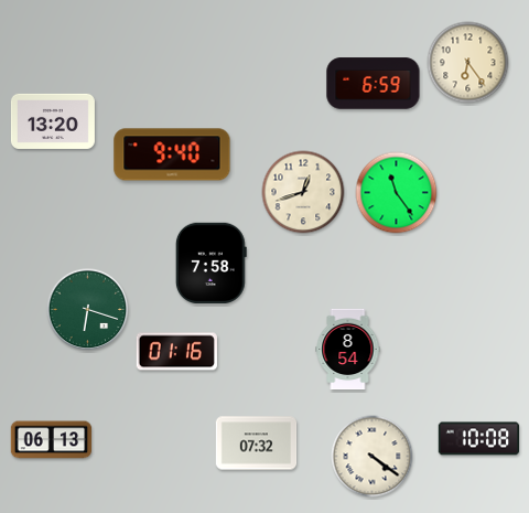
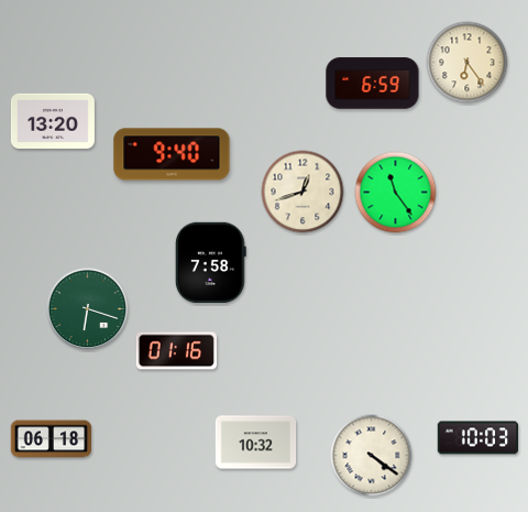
clock at (348, 350): 8:54 -> none
clock at (479, 439): 10:08 -> 10:03
clock at (52, 440): 06:13 -> 06:18
clock at (257, 443): 07:32 -> 10:32
